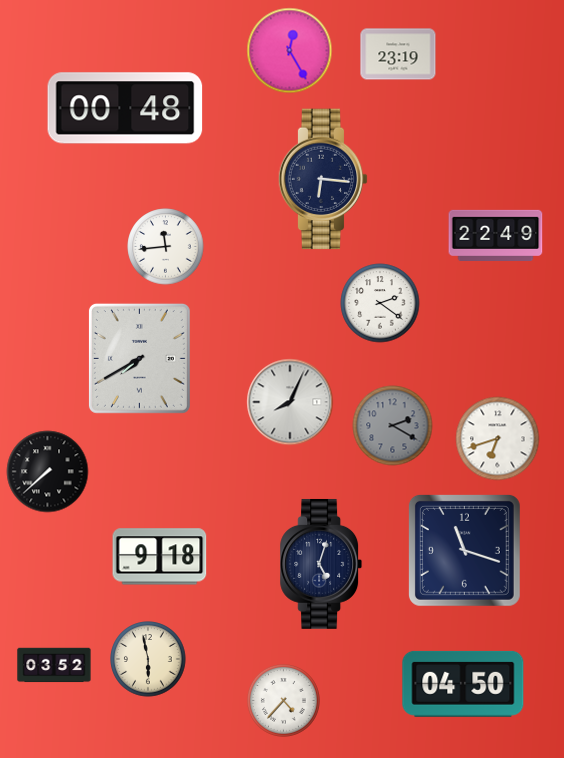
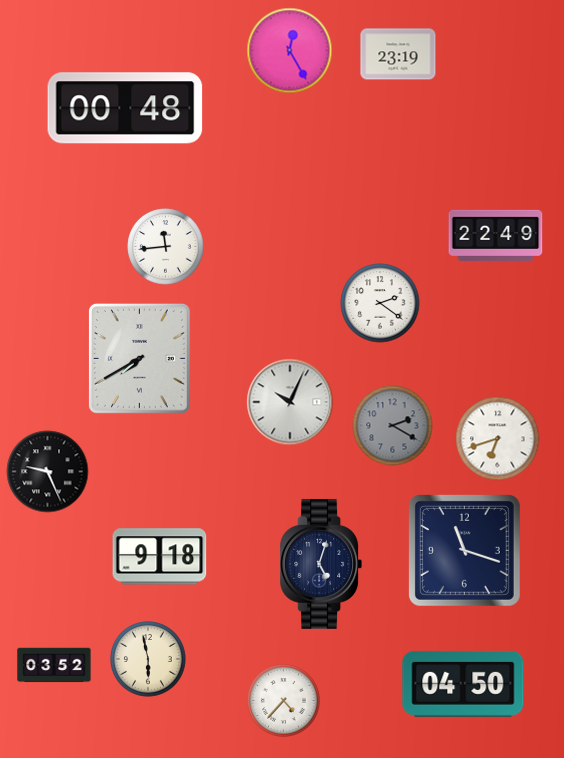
clock at (323, 179): 6:16 -> none
clock at (290, 402): 8:04 -> 10:04
clock at (48, 472): 7:38 -> 9:26
